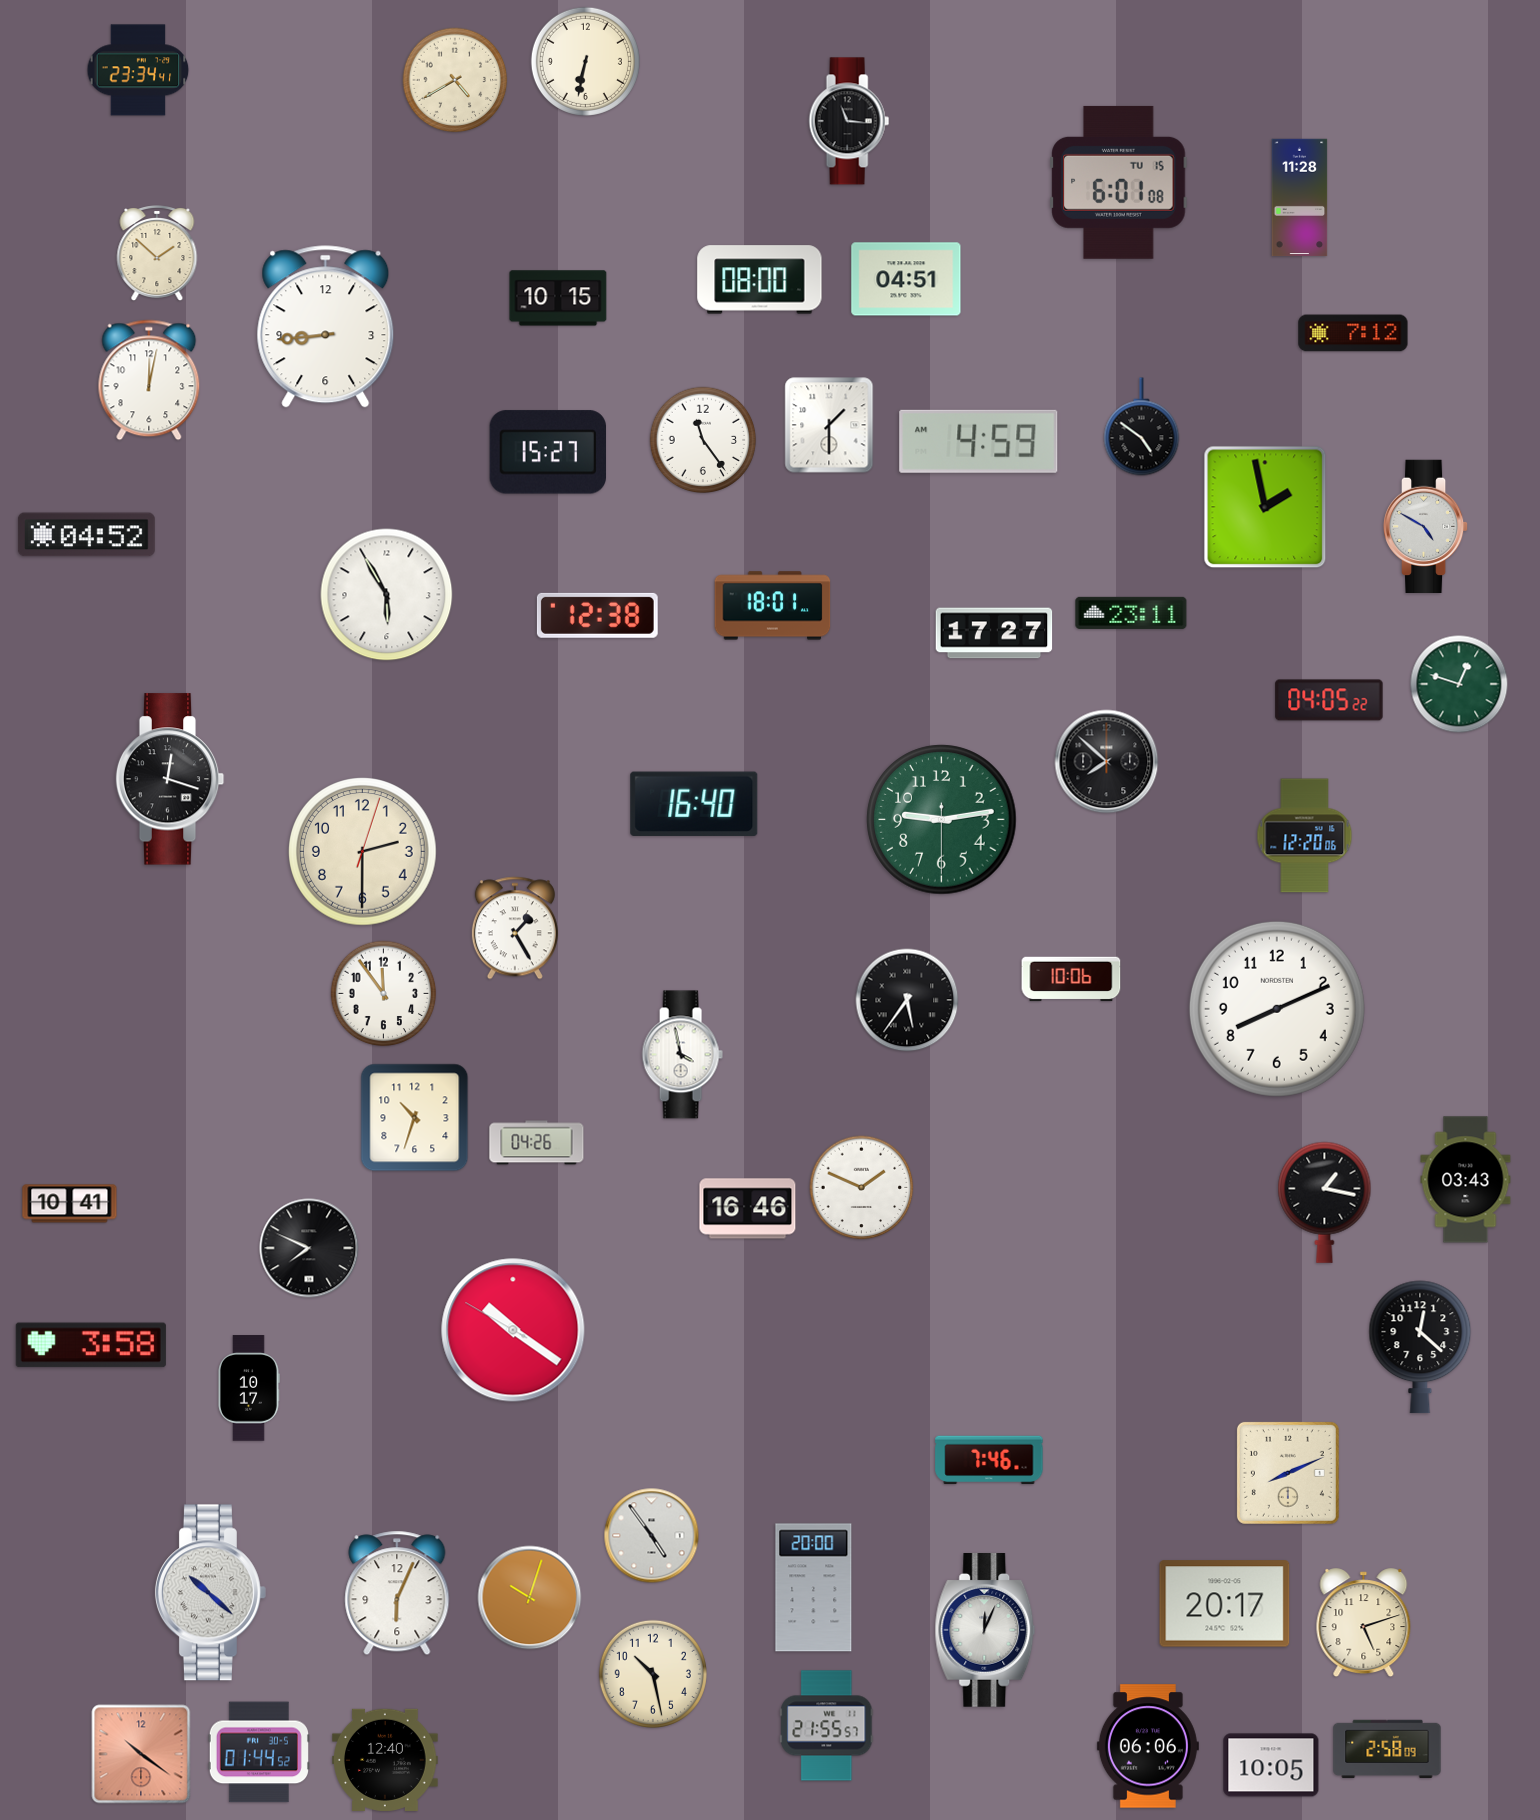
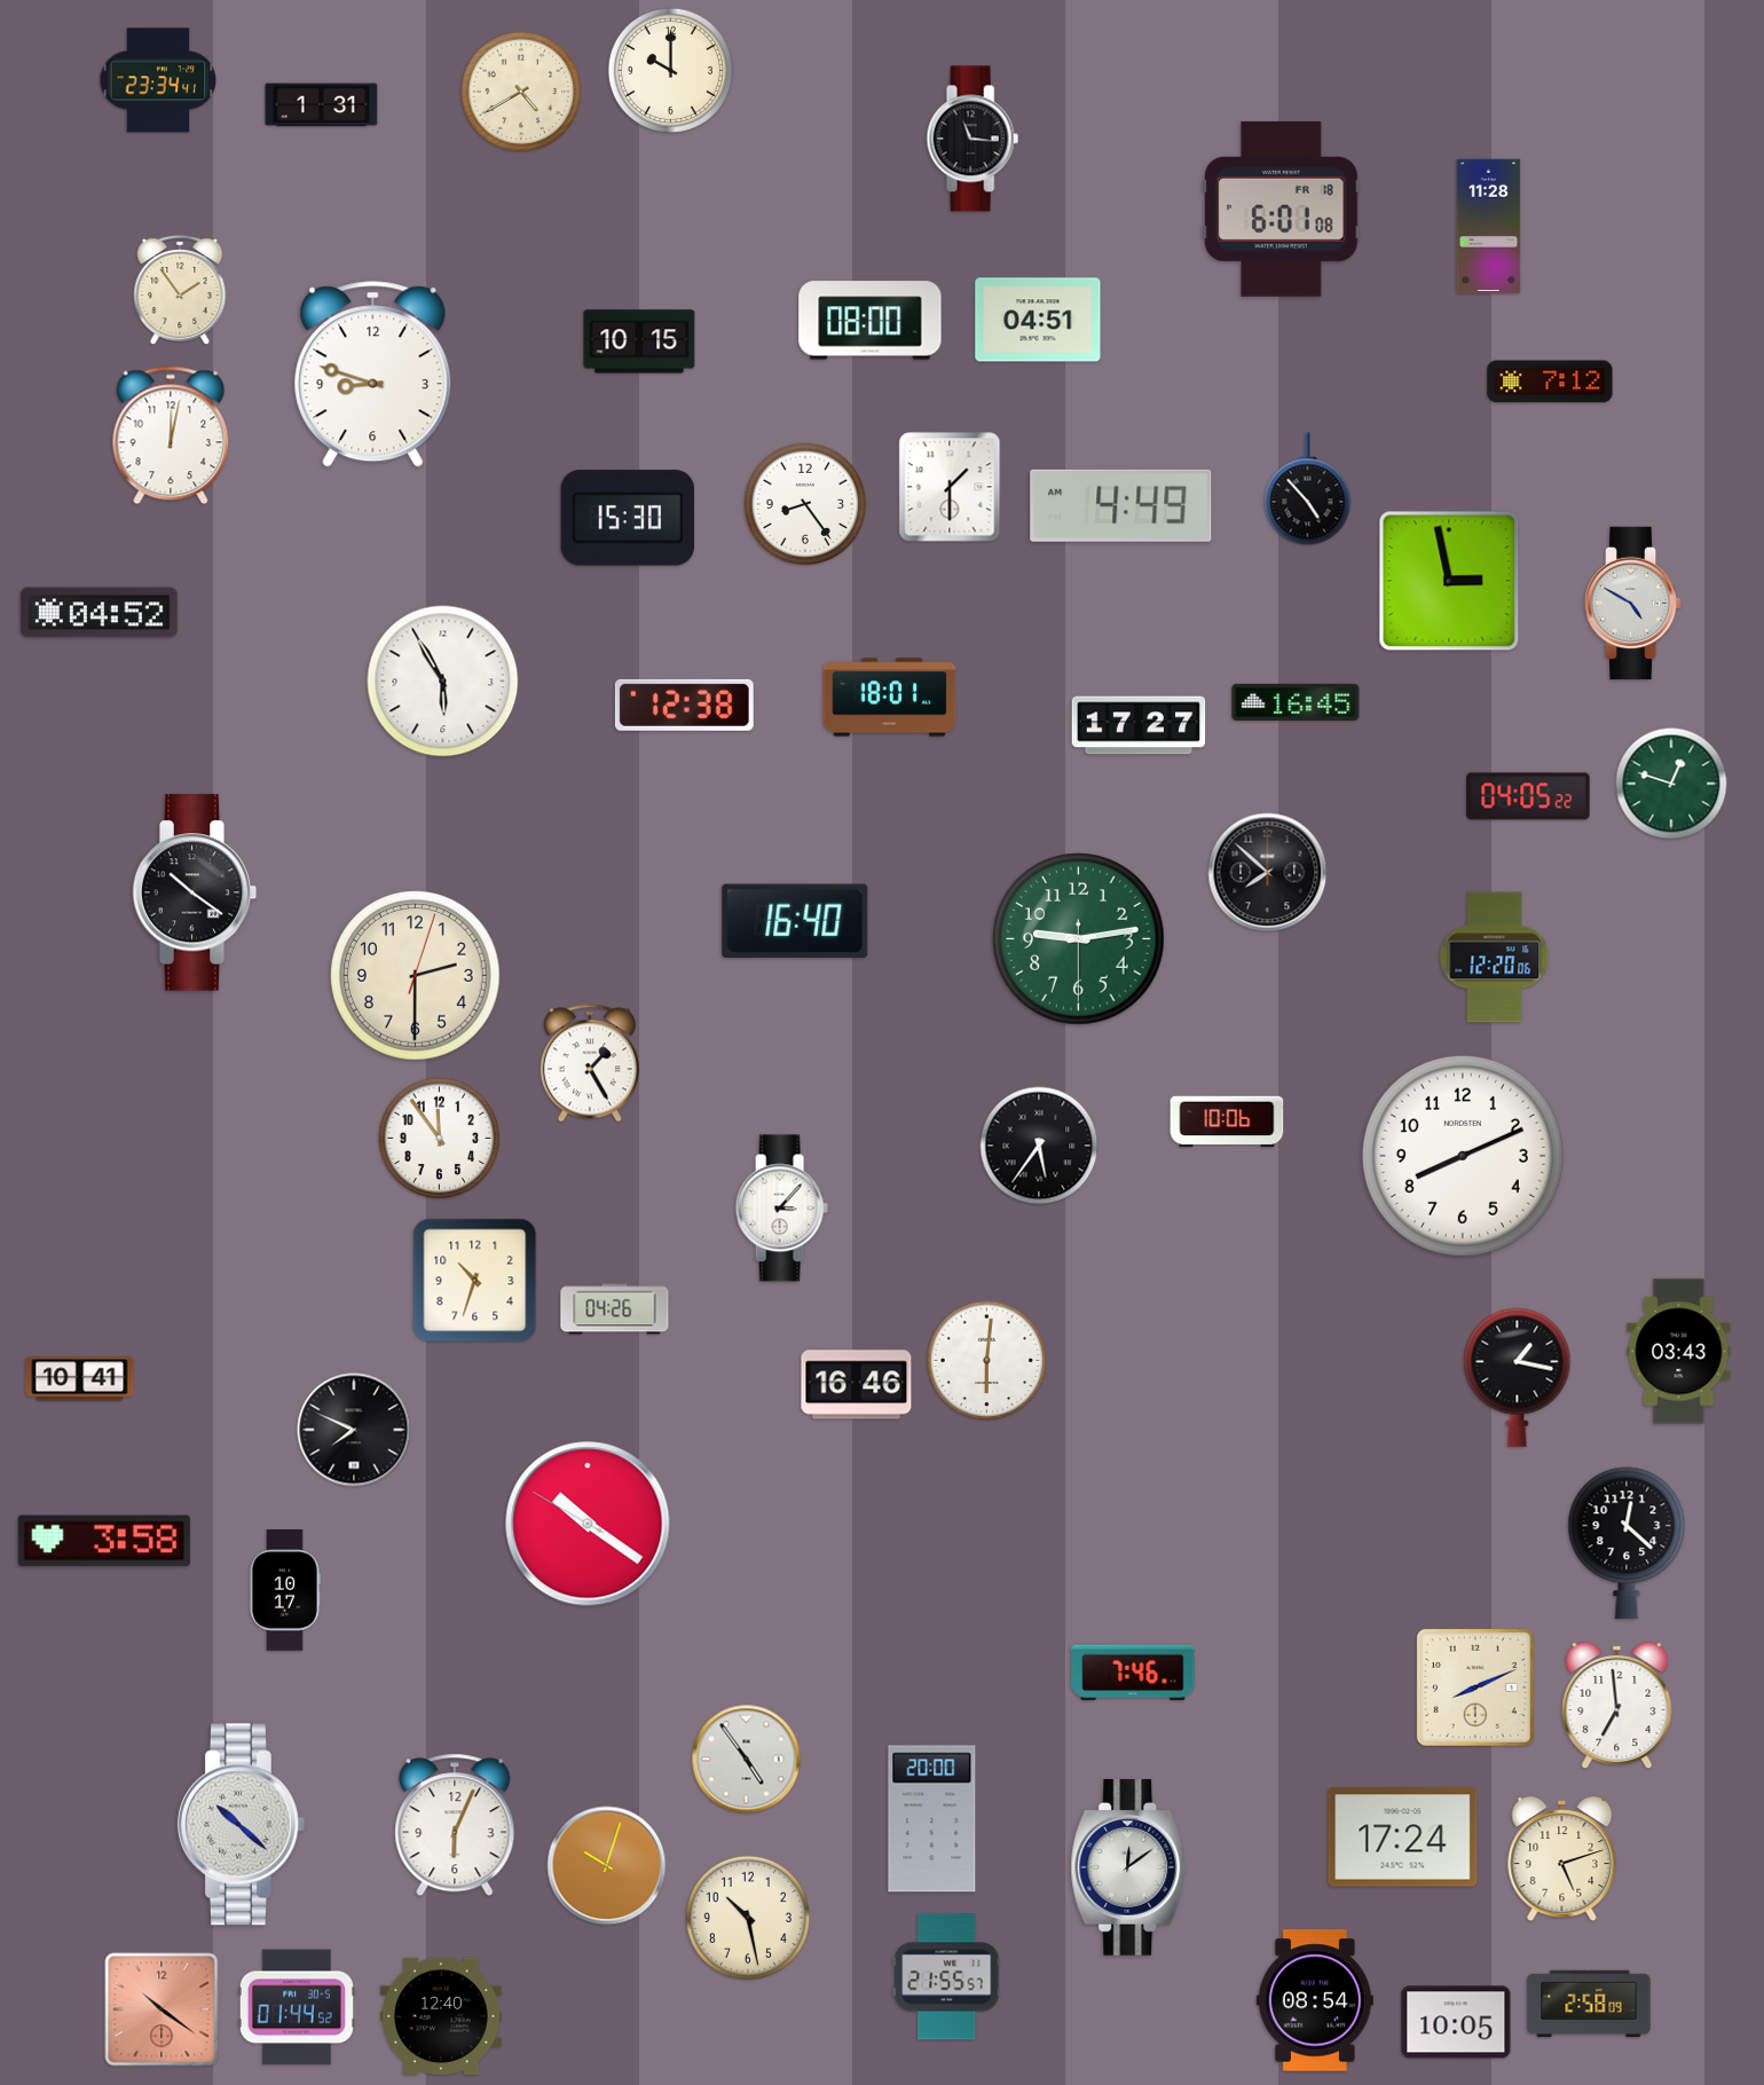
clock at (585, 61): 6:32 -> 10:00
clock at (322, 105): none -> 1:31
clock at (1119, 182) date: TU 15 -> FR 18
clock at (157, 254): 1:52 -> 1:54
clock at (326, 327): 8:44 -> 8:48
clock at (1142, 427): 4:51 -> 4:53
clock at (703, 440): 11:24 -> 8:24
clock at (979, 441): 4:59 -> 4:49
clock at (547, 452): 15:27 -> 15:30
clock at (1265, 507): 1:58 -> 2:58
clock at (773, 606) position: (773, 606) -> (890, 698)
clock at (1131, 613): 23:11 -> 16:45
clock at (1329, 700) position: (1329, 700) -> (1528, 796)
clock at (170, 779): 12:18 -> 10:21
clock at (682, 1055): 3:58 -> 3:07
clock at (862, 1188): 1:49 -> 6:01
clock at (1617, 1706): none -> 6:59
clock at (530, 1598) position: (530, 1598) -> (607, 1866)
clock at (1225, 1604): 20:17 -> 17:24
clock at (985, 1631): 12:04 -> 12:09
clock at (1148, 1746): 06:06 -> 08:54
